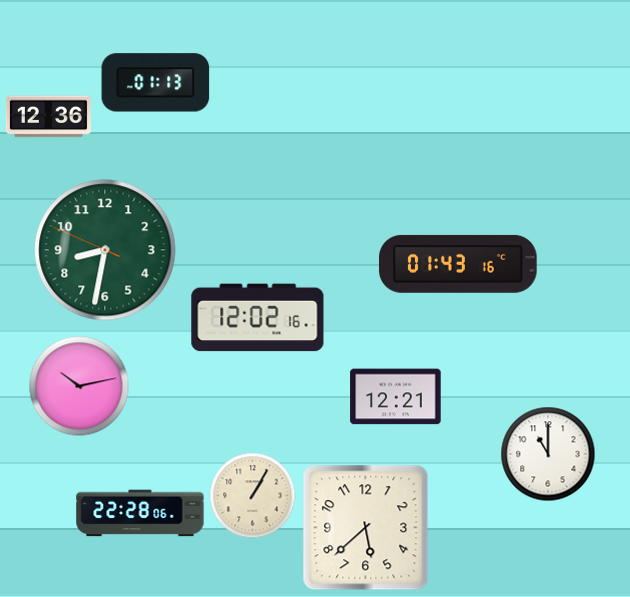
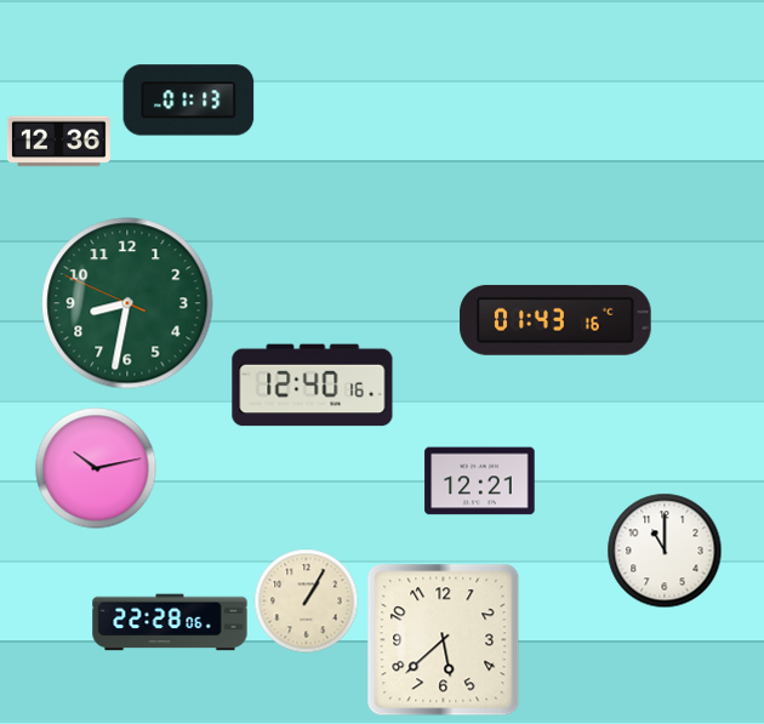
clock at (258, 318): 12:02 -> 12:40
